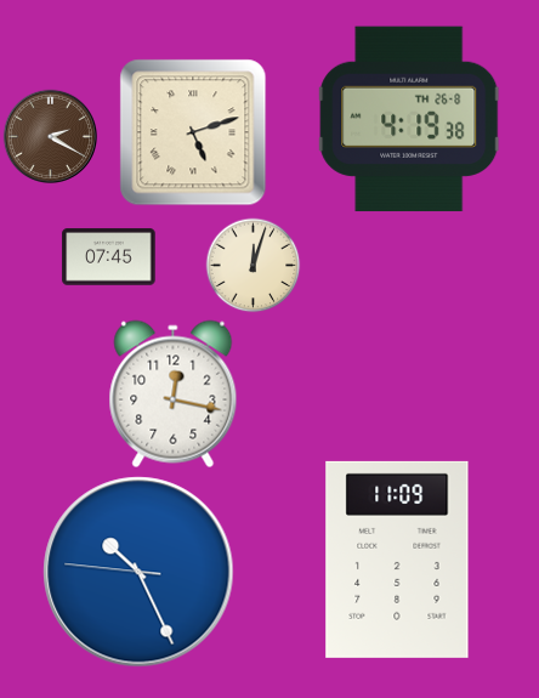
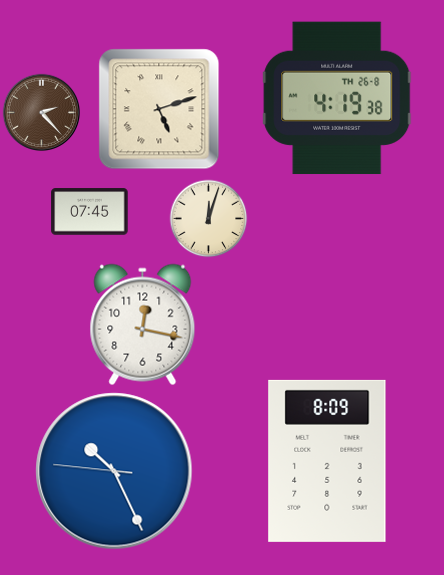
clock at (50, 136): 2:20 -> 2:23
clock at (397, 560): 11:09 -> 8:09
